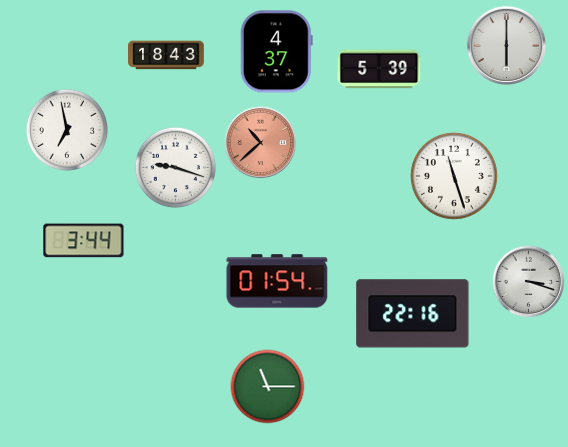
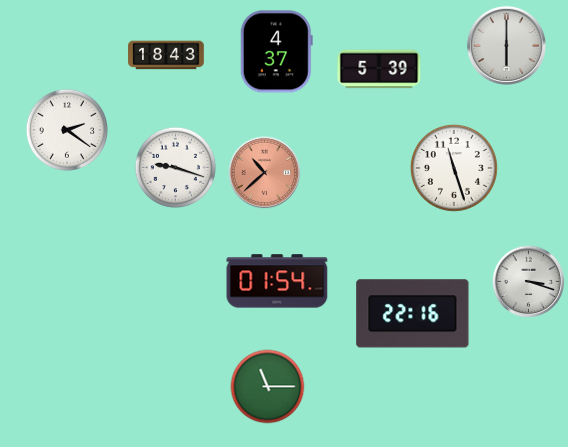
clock at (66, 129): 6:58 -> 2:21
clock at (261, 143) position: (261, 143) -> (265, 173)
clock at (454, 176) position: (454, 176) -> (454, 168)
clock at (84, 241): 3:44 -> none
